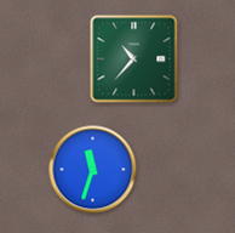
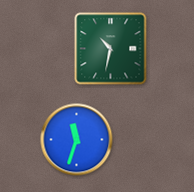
clock at (134, 59): 10:37 -> 10:32
